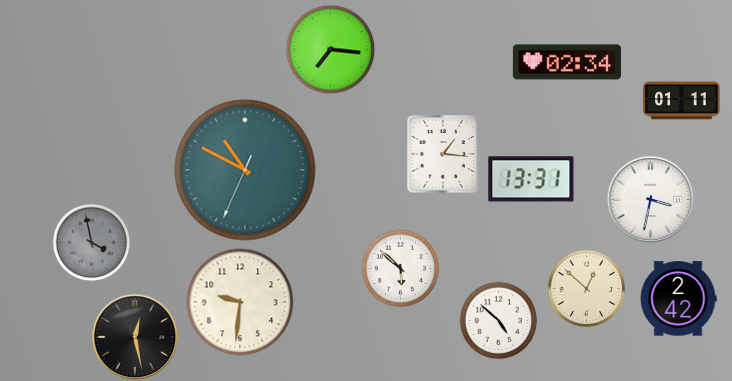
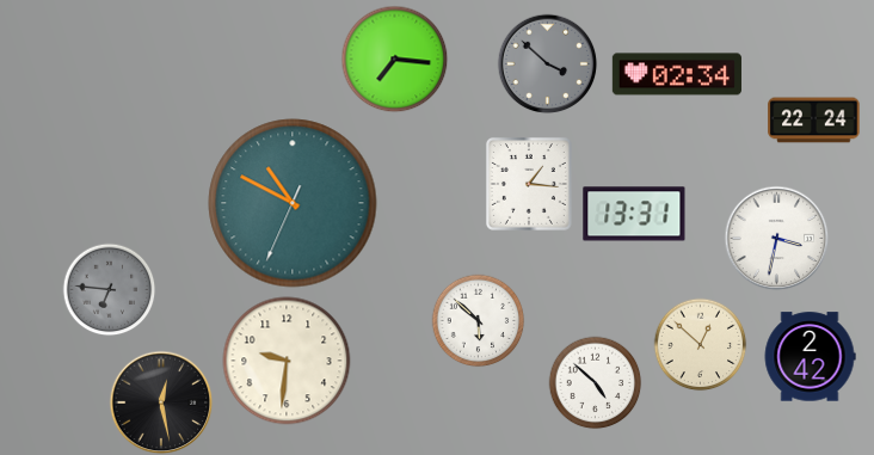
clock at (547, 63): none -> 3:52
clock at (682, 101): 01:11 -> 22:24
clock at (91, 242): 3:58 -> 6:46
